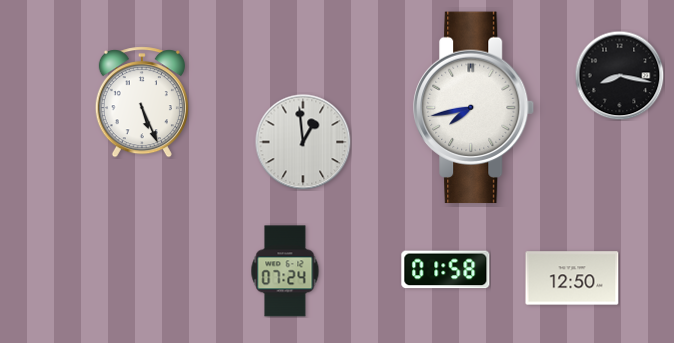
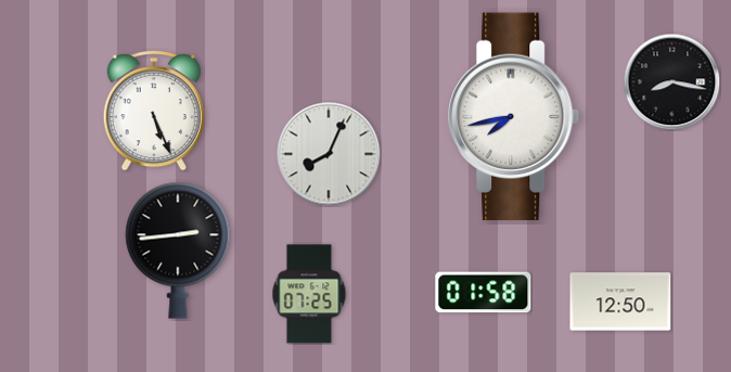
clock at (303, 142): 12:59 -> 8:04
clock at (178, 251): none -> 2:44
clock at (285, 271): 07:24 -> 07:25
